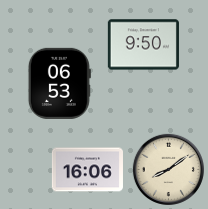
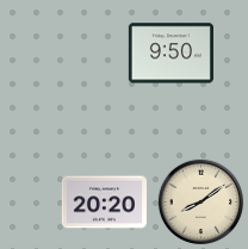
clock at (59, 83): 06:53 -> none
clock at (87, 170): 16:06 -> 20:20
